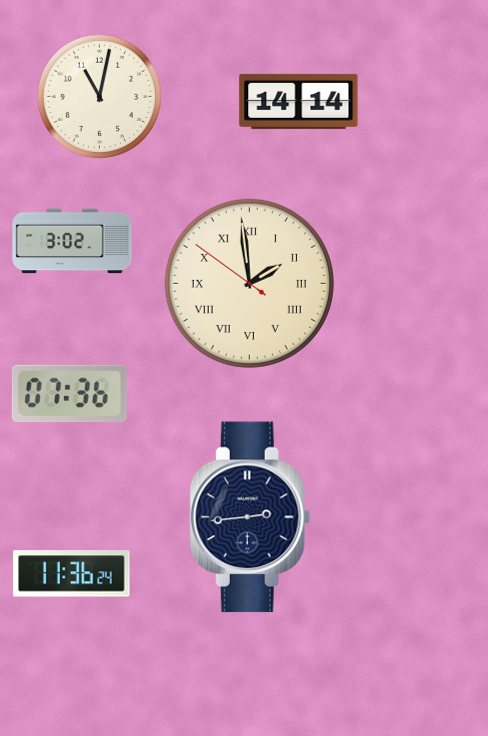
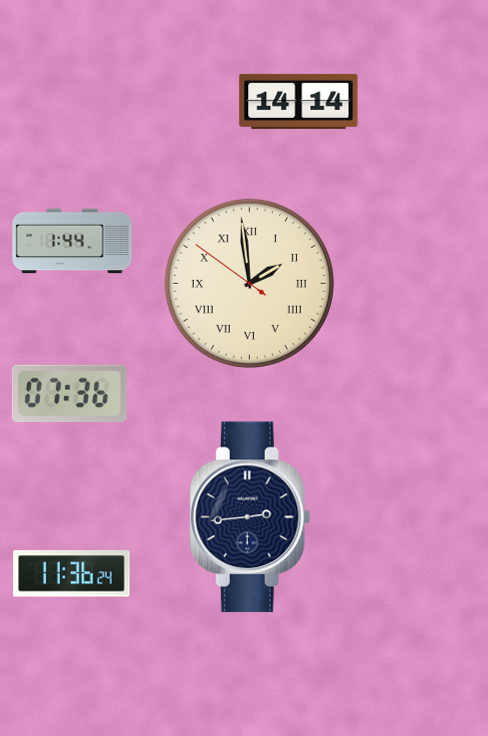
clock at (99, 96): 11:02 -> none
clock at (72, 241): 3:02 -> 1:44
